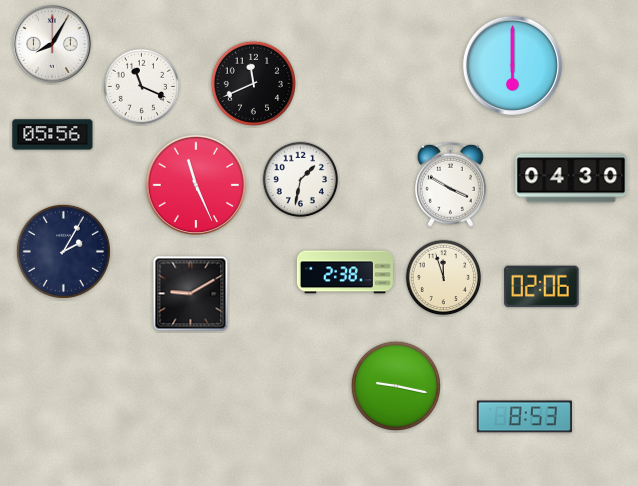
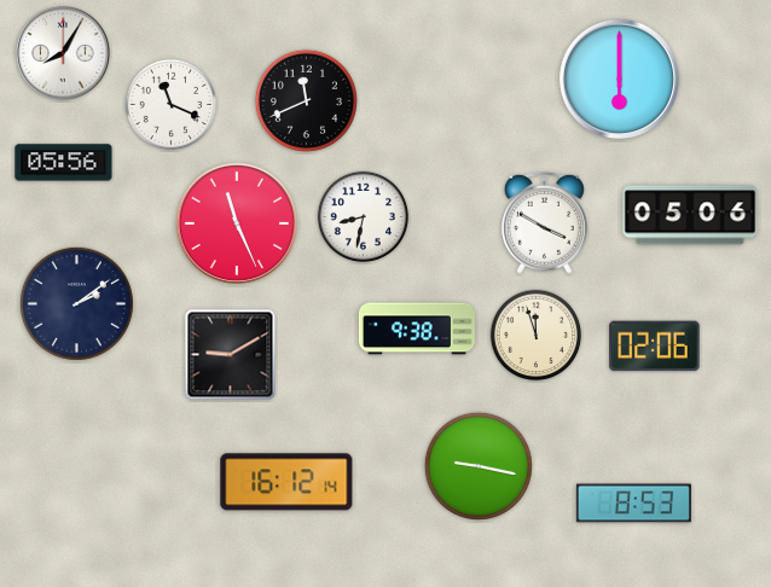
clock at (571, 178): 04:30 -> 05:06
clock at (301, 180): 1:32 -> 8:32
clock at (63, 251): 2:05 -> 2:09
clock at (345, 272): 2:38 -> 9:38
clock at (286, 482): none -> 16:12
